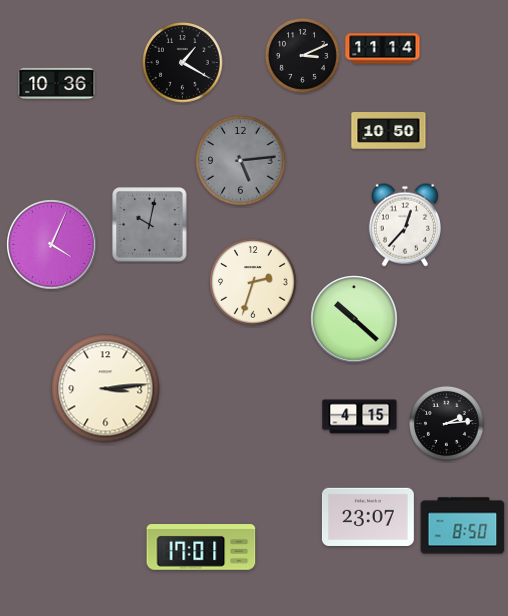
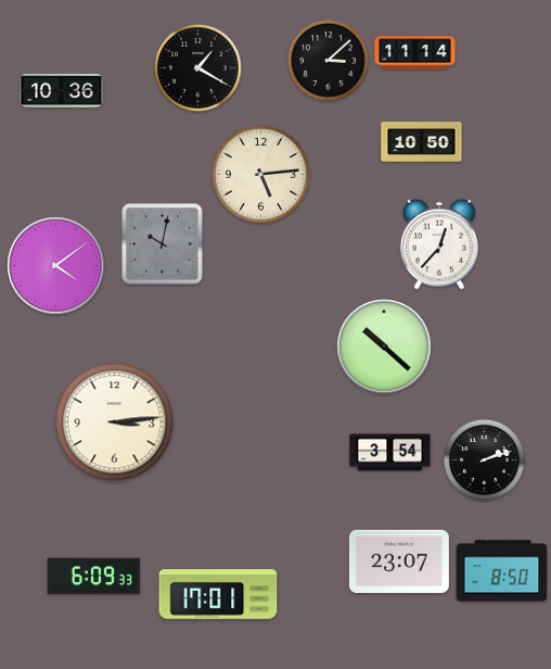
clock at (302, 55): 3:11 -> 3:08
clock at (241, 161) dial: grey -> cream
clock at (52, 245): 4:04 -> 4:09
clock at (253, 282): 2:33 -> none
clock at (360, 417): 4:15 -> 3:54
clock at (446, 423): 2:14 -> 2:12
clock at (94, 577): none -> 6:09
